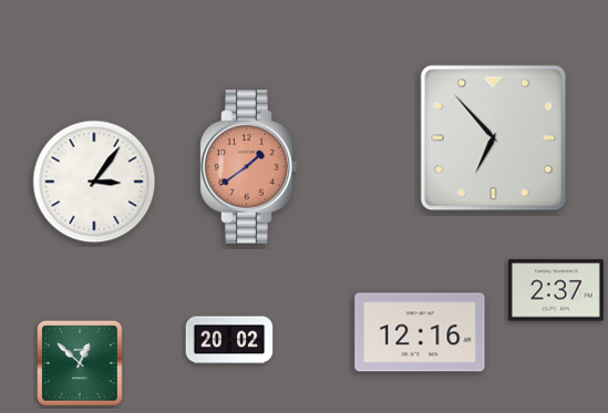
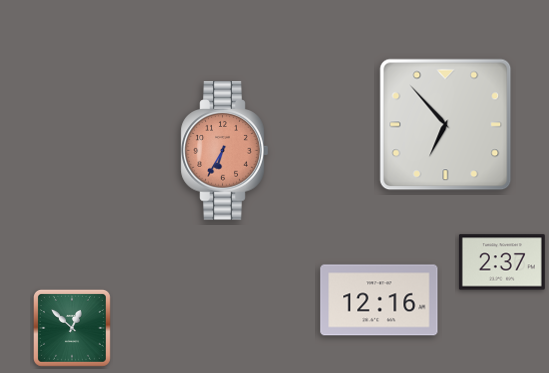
clock at (249, 167): 1:39 -> 6:35
clock at (94, 182): 3:06 -> none
clock at (229, 340): 20:02 -> none
